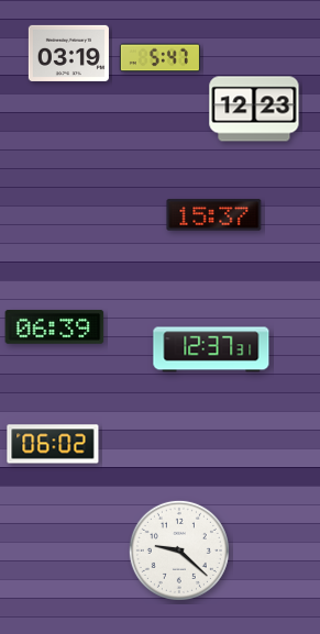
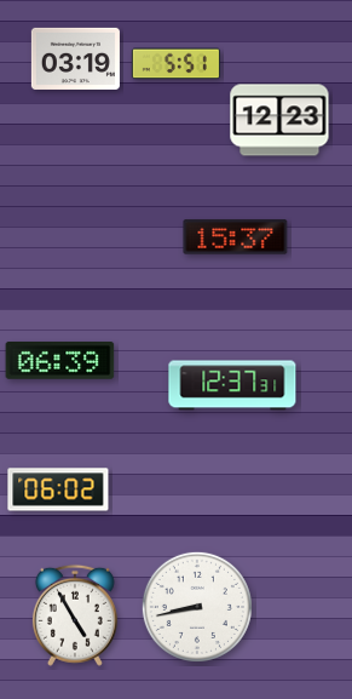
clock at (159, 58): 5:47 -> 5:51
clock at (179, 550): 9:22 -> 8:43
clock at (75, 615): none -> 4:55
